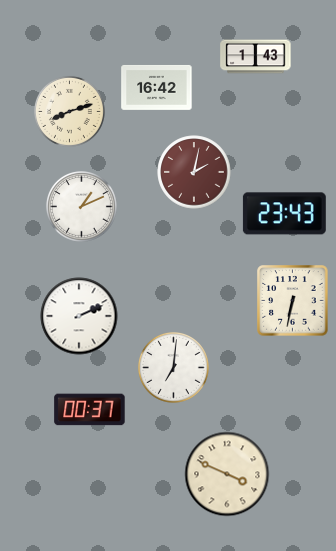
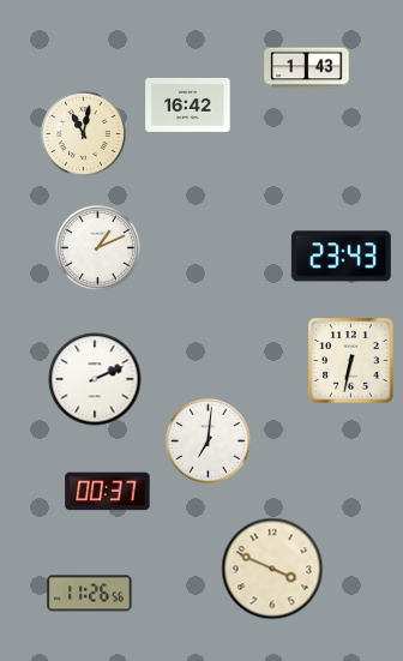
clock at (69, 111): 8:12 -> 11:02
clock at (194, 172): 2:02 -> none
clock at (90, 594): none -> 11:26
